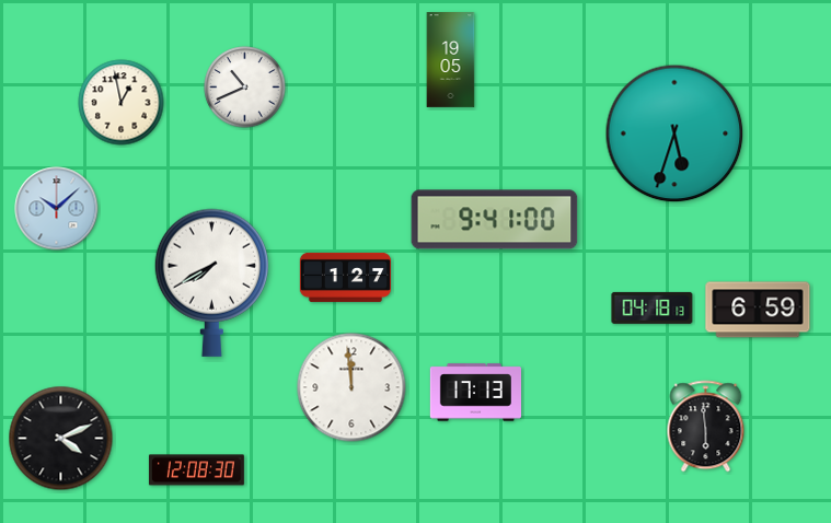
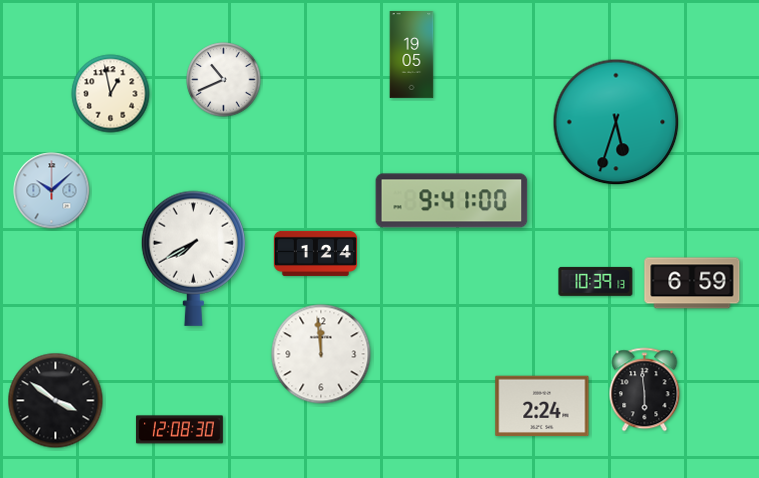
clock at (345, 277): 1:27 -> 1:24
clock at (653, 307): 04:18 -> 10:39
clock at (475, 393): 17:13 -> none
clock at (61, 439): 4:11 -> 3:51
clock at (542, 406): none -> 2:24
